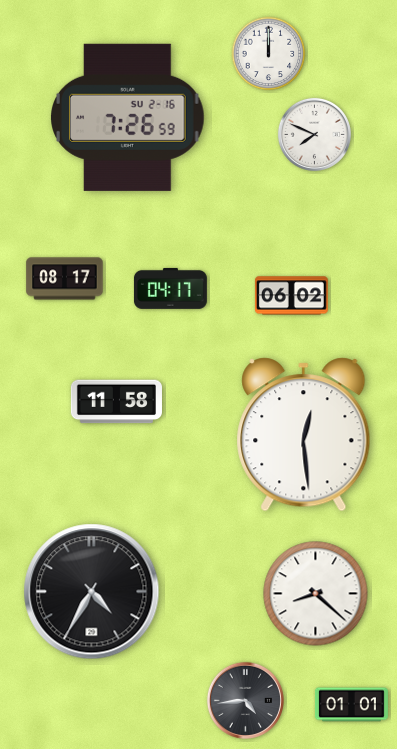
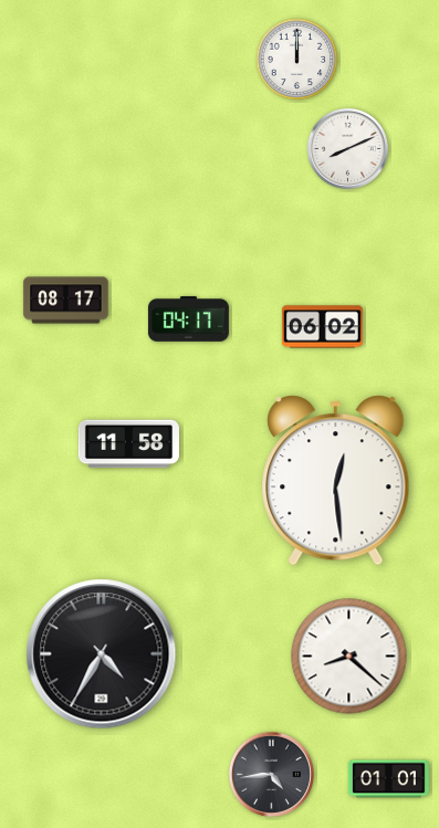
clock at (128, 117): 7:26 -> none
clock at (314, 134): 7:49 -> 8:11
clock at (65, 279) position: (65, 279) -> (66, 301)
